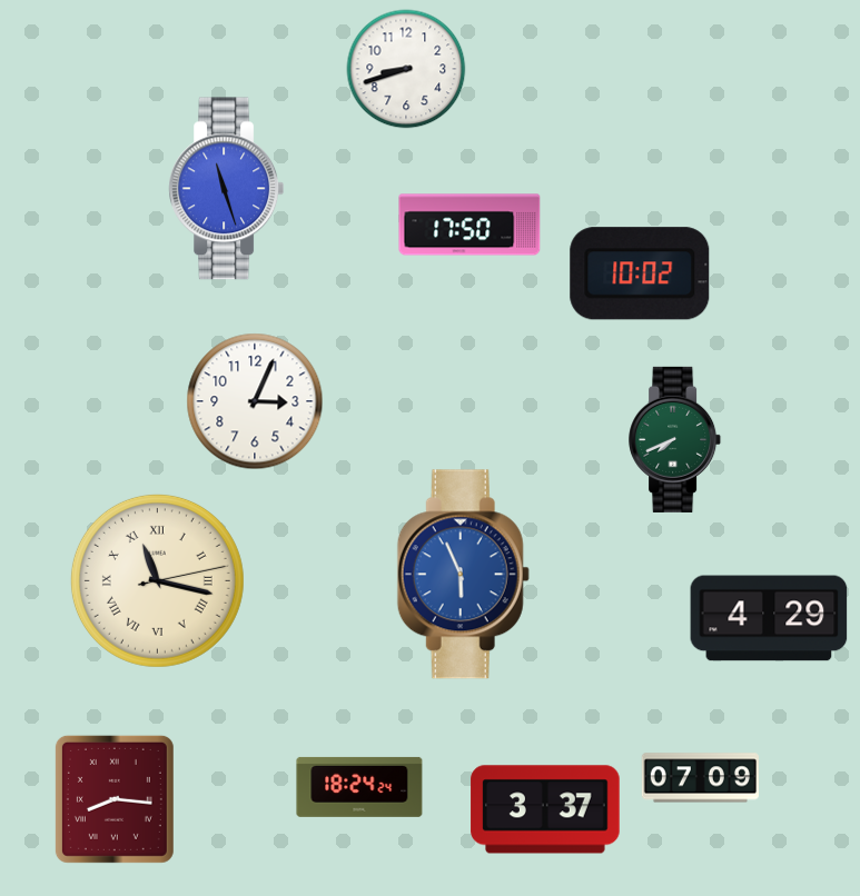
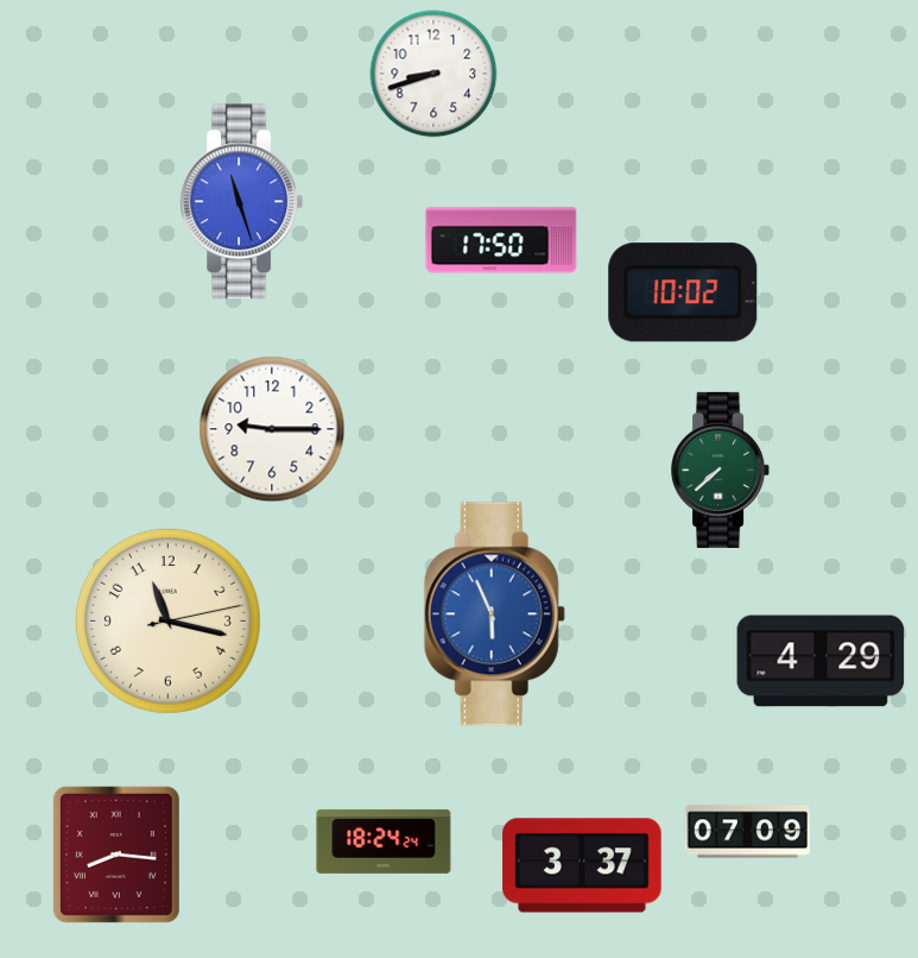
clock at (255, 401): 3:04 -> 9:15
clock at (675, 439): 7:41 -> 7:38
clock at (157, 580) numerals: Roman -> Arabic
clock at (115, 799) position: (115, 799) -> (116, 855)
